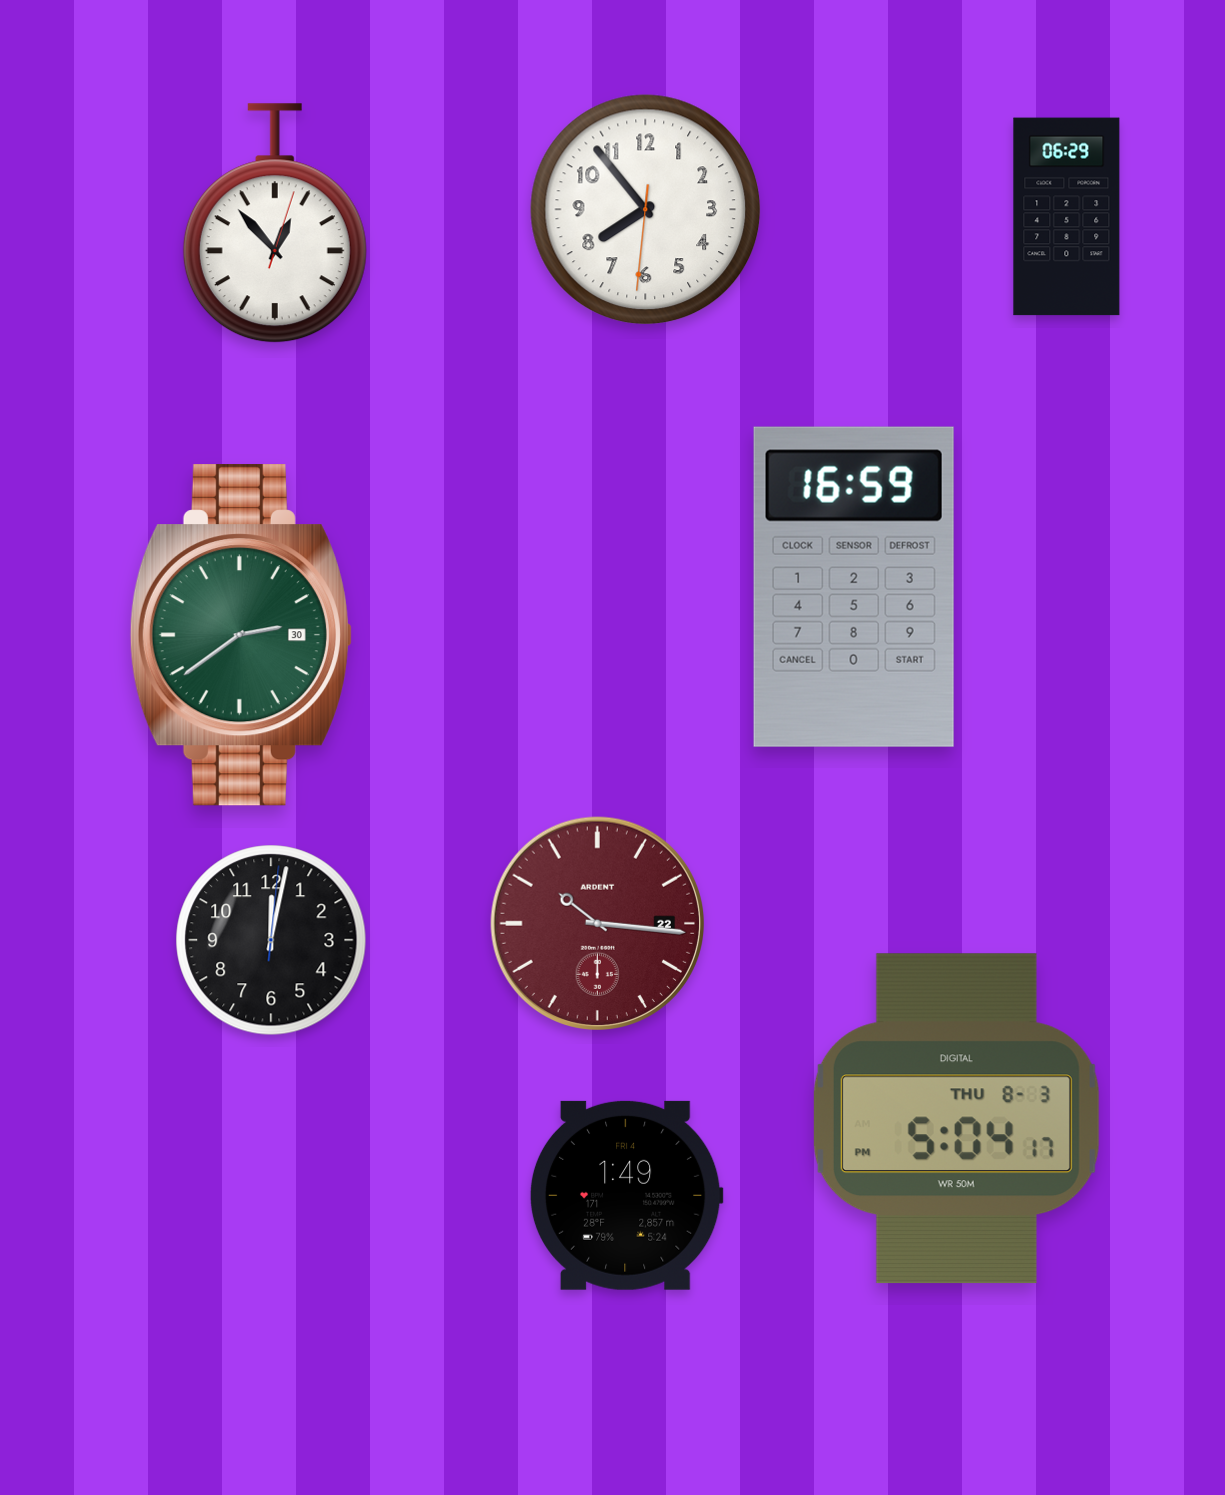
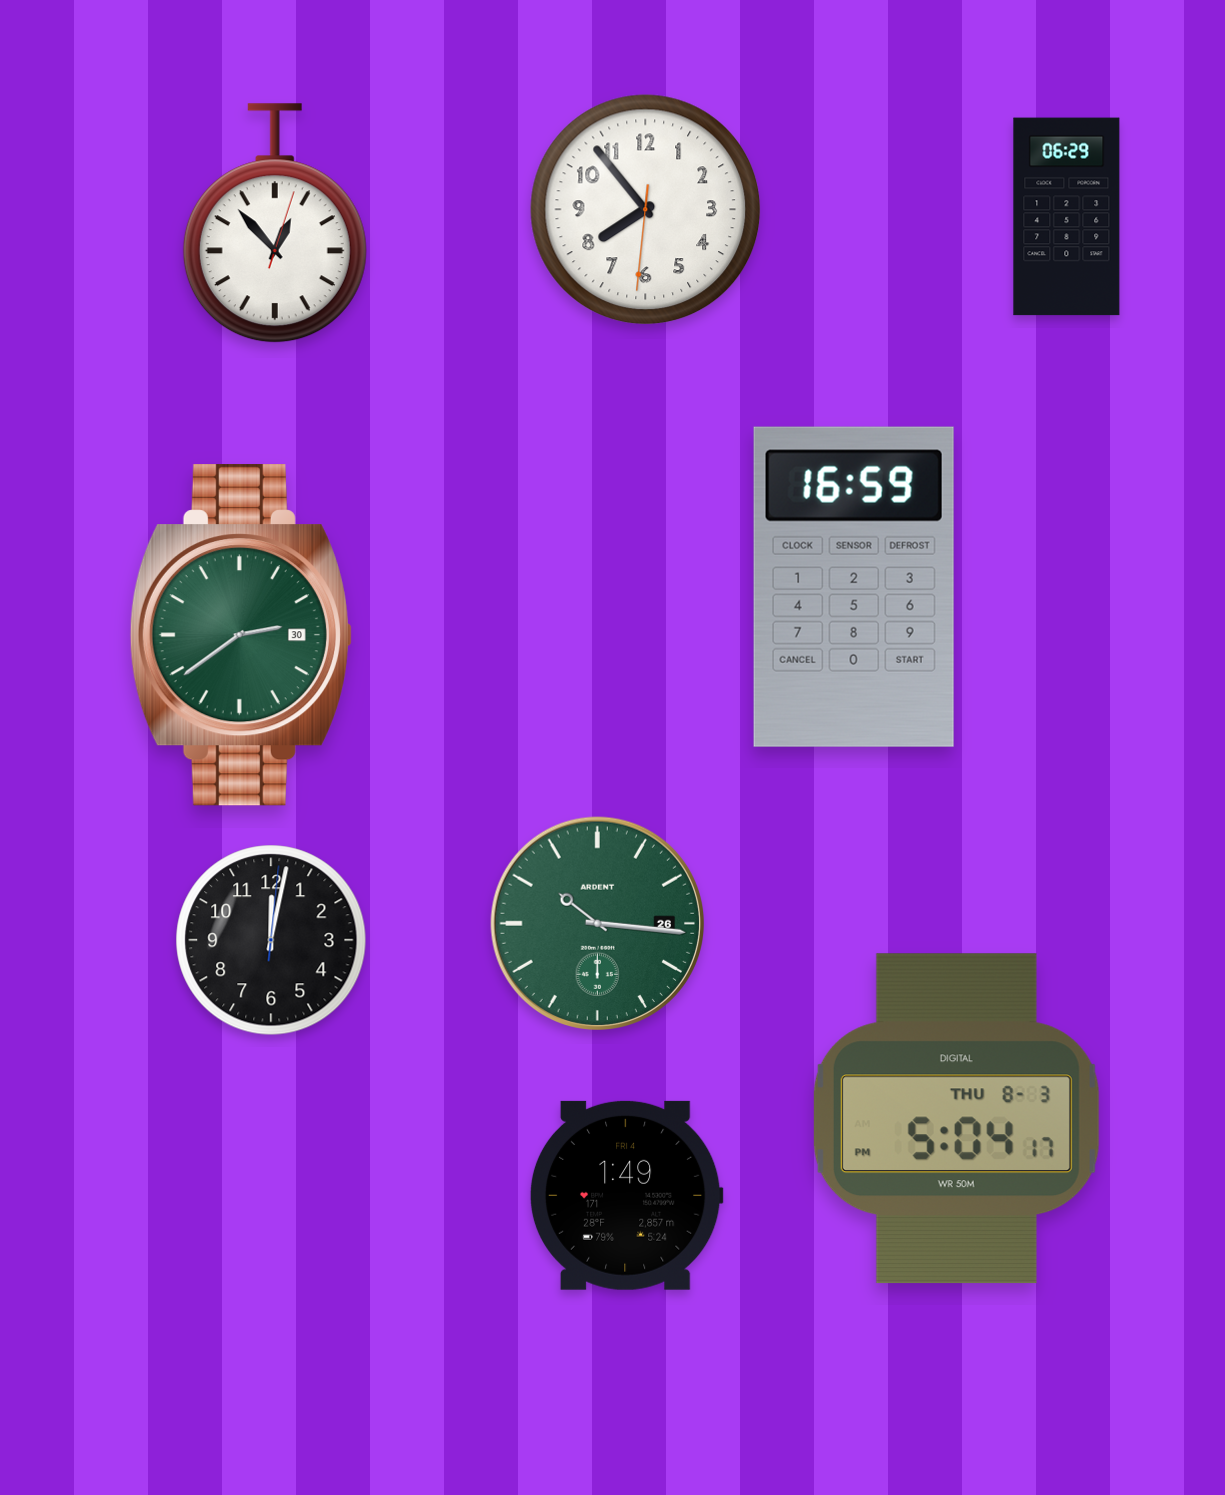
clock at (597, 923) date: 22 -> 26
clock at (597, 923) dial: burgundy -> green
